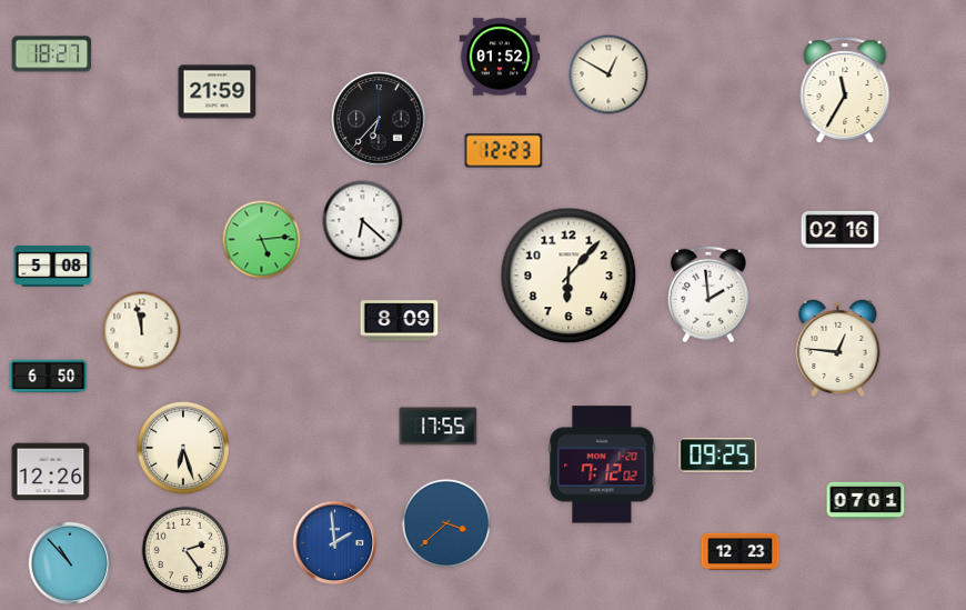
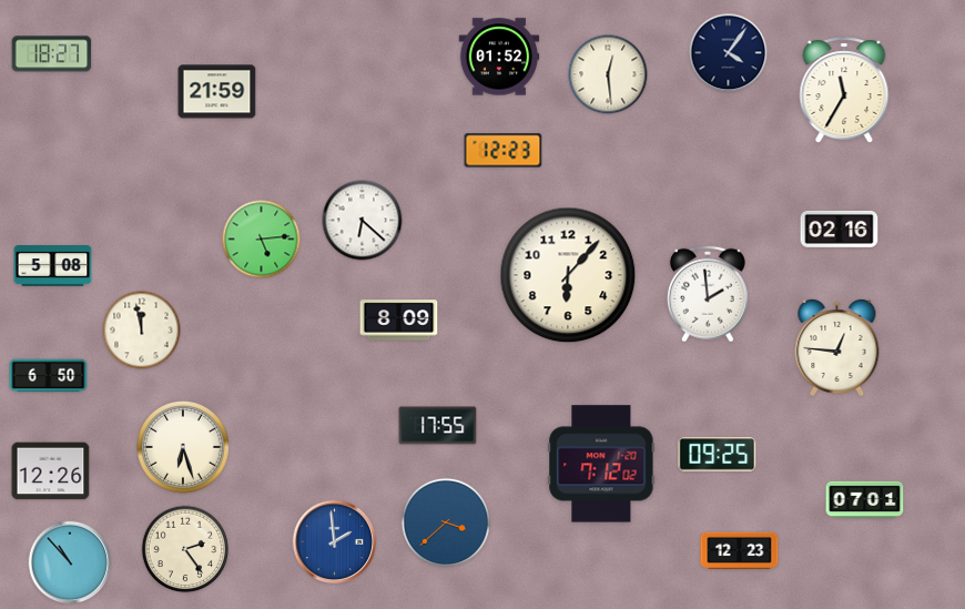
clock at (729, 53): none -> 4:06
clock at (608, 74): 12:50 -> 12:29
clock at (379, 119): 6:37 -> none
